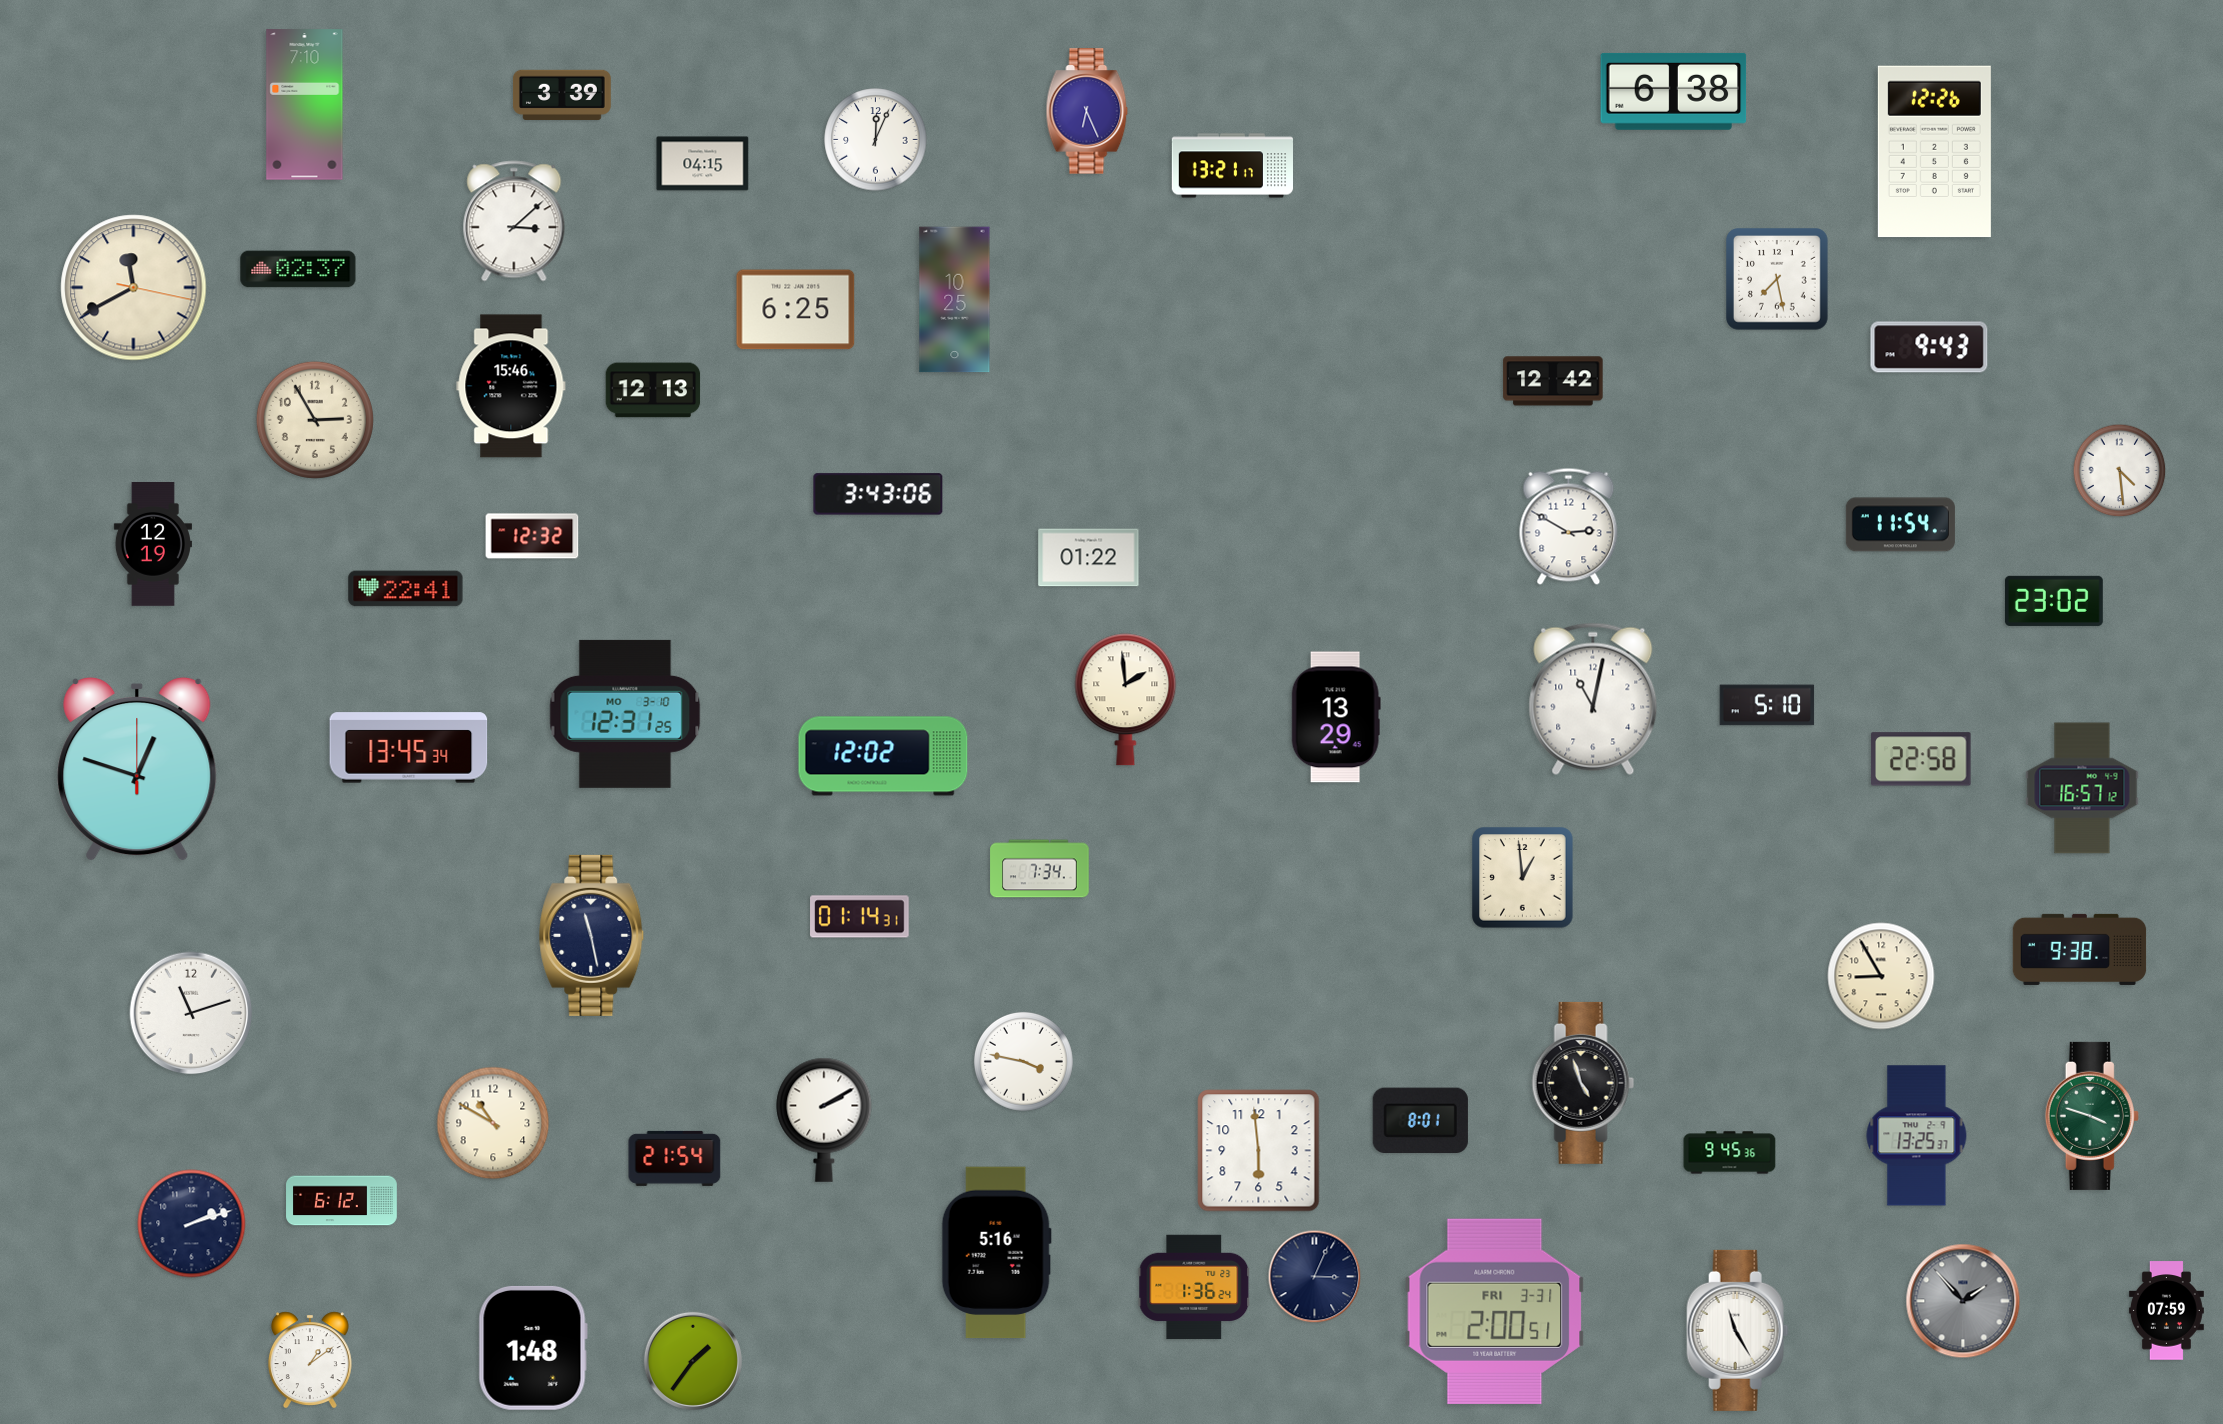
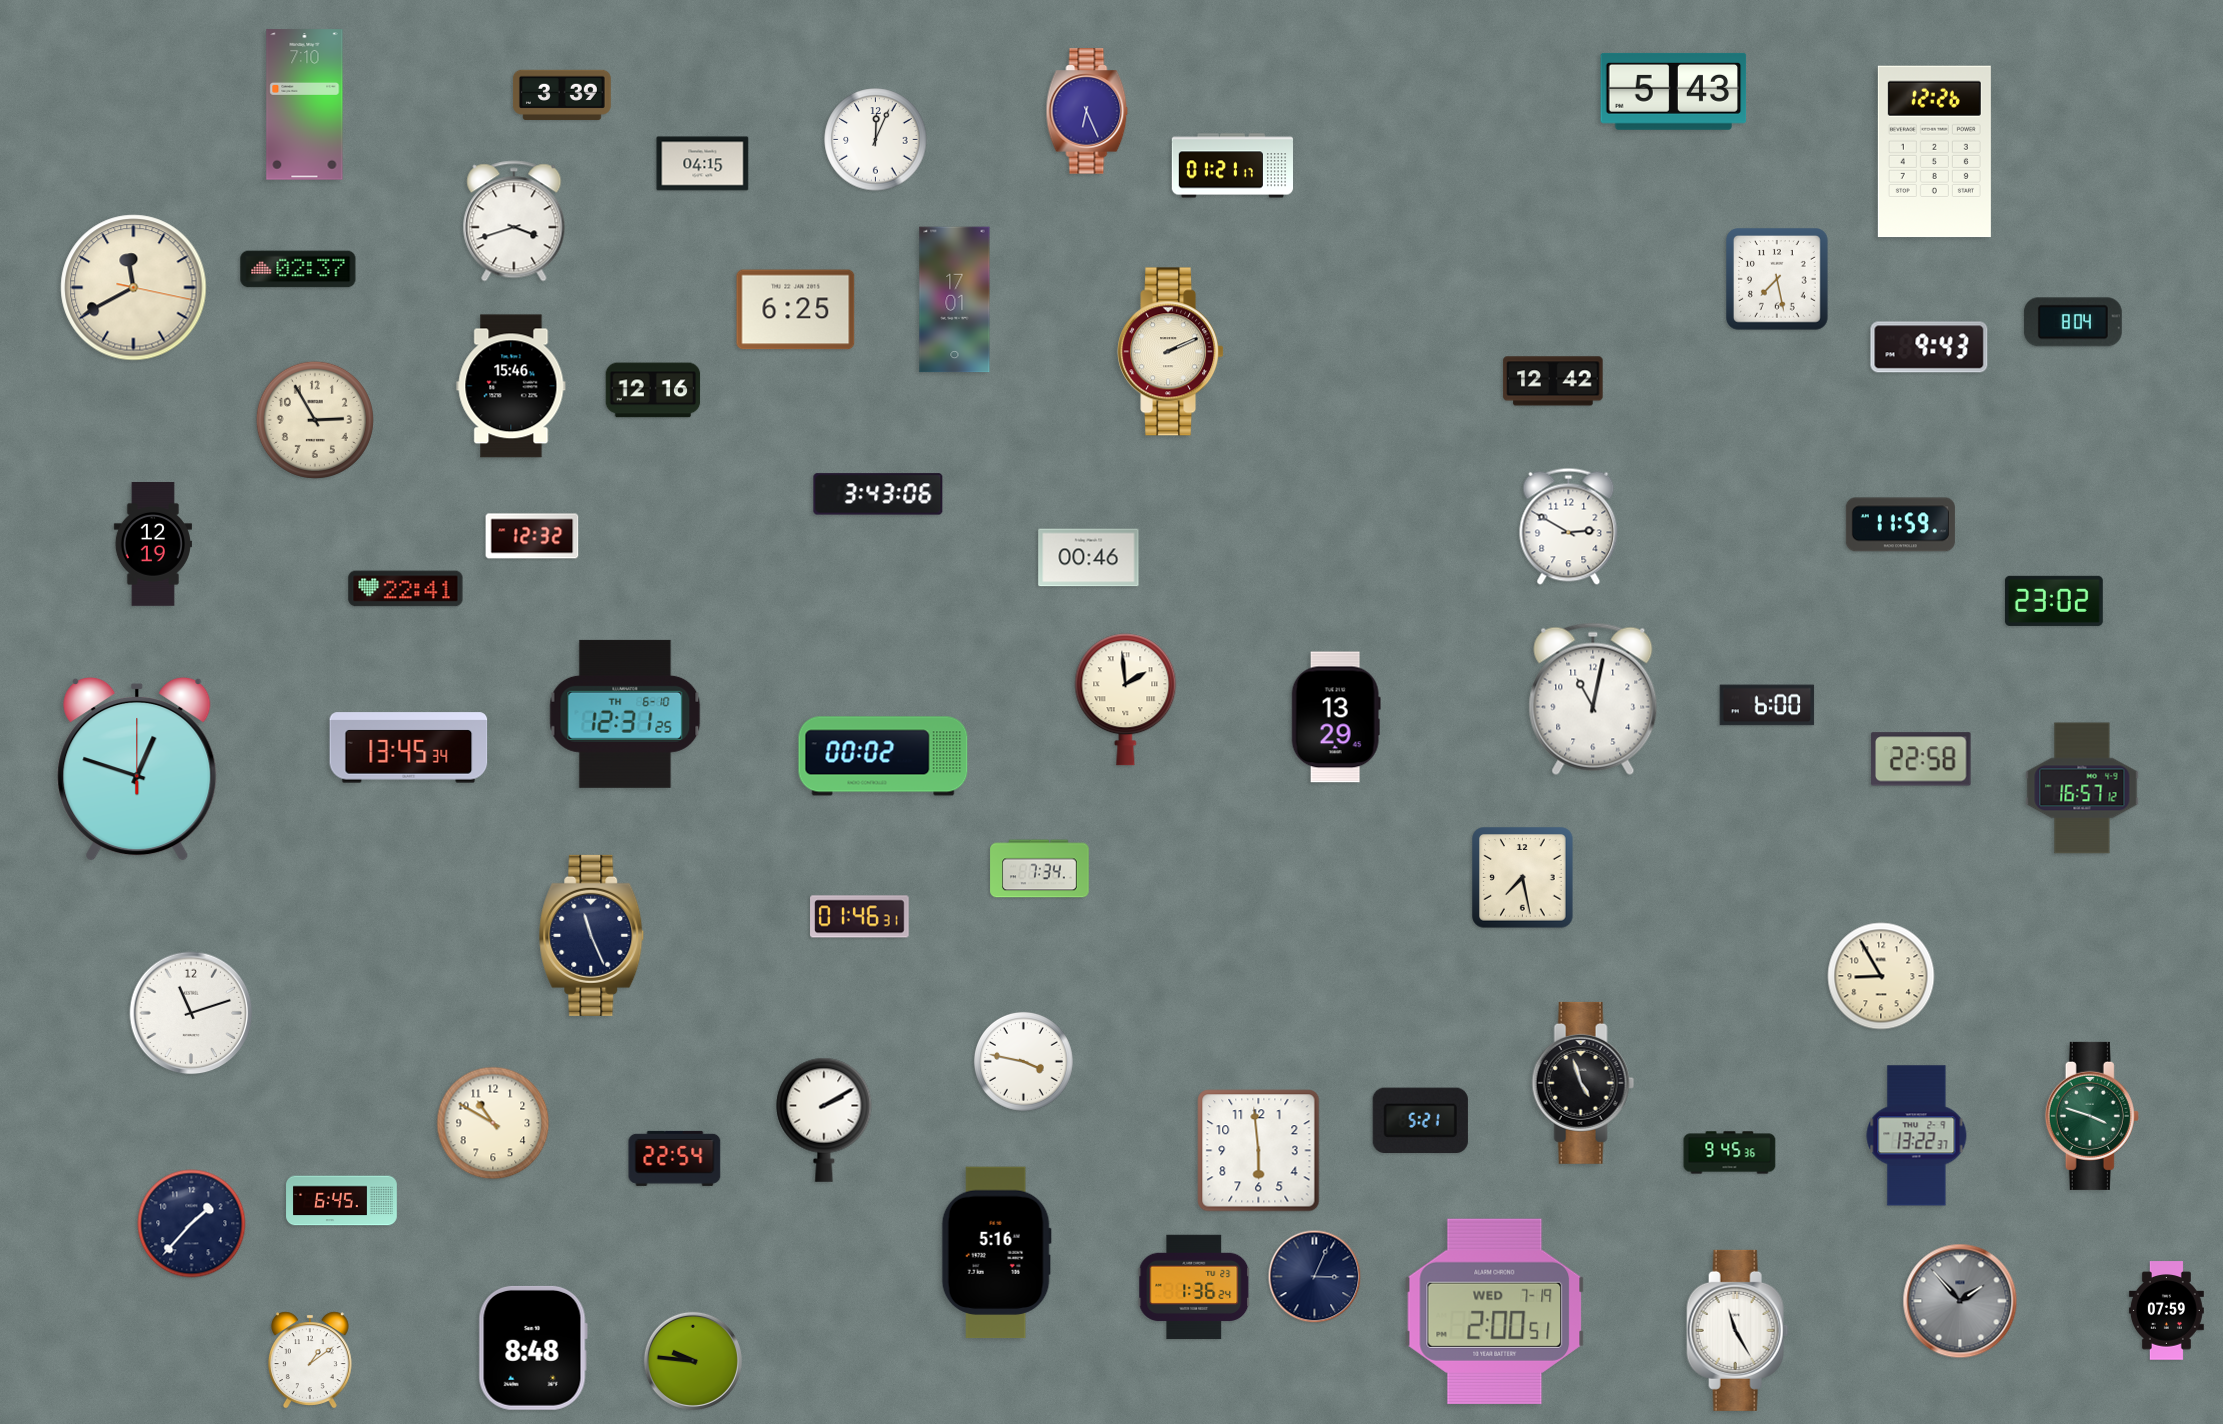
clock at (1674, 91): 6:38 -> 5:43
clock at (1232, 166): 13:21 -> 01:21
clock at (514, 221): 3:08 -> 3:42
clock at (955, 300): 10:25 -> 17:01
clock at (2073, 322): none -> 8:04
clock at (1171, 352): none -> 2:11
clock at (653, 390): 12:13 -> 12:16
clock at (2120, 471): 4:29 -> none
clock at (1900, 525): 11:54 -> 11:59
clock at (1089, 558): 01:22 -> 00:46
clock at (1767, 705): 5:10 -> 6:00
clock at (625, 714) date: MO 3-10 -> TH 6-10
clock at (883, 756): 12:02 -> 00:02
clock at (1523, 878): 12:59 -> 7:28
clock at (860, 917): 01:14 -> 01:46
clock at (592, 935): 11:28 -> 11:26
clock at (2080, 949): 9:38 -> none
clock at (1420, 1120): 8:01 -> 5:21
clock at (1917, 1136): 13:25 -> 13:22
clock at (675, 1158): 21:54 -> 22:54
clock at (342, 1201): 6:12 -> 6:45
clock at (192, 1224): 2:12 -> 1:37
clock at (1963, 1301) position: (1963, 1301) -> (1960, 1301)
clock at (1495, 1311) date: FRI 3-31 -> WED 7-19
clock at (533, 1348): 1:48 -> 8:48
clock at (693, 1361): 1:36 -> 9:46
